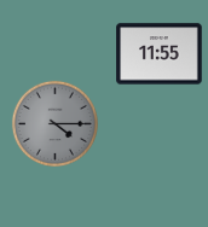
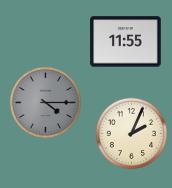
clock at (160, 54) position: (160, 54) -> (126, 42)
clock at (131, 133): none -> 2:04
